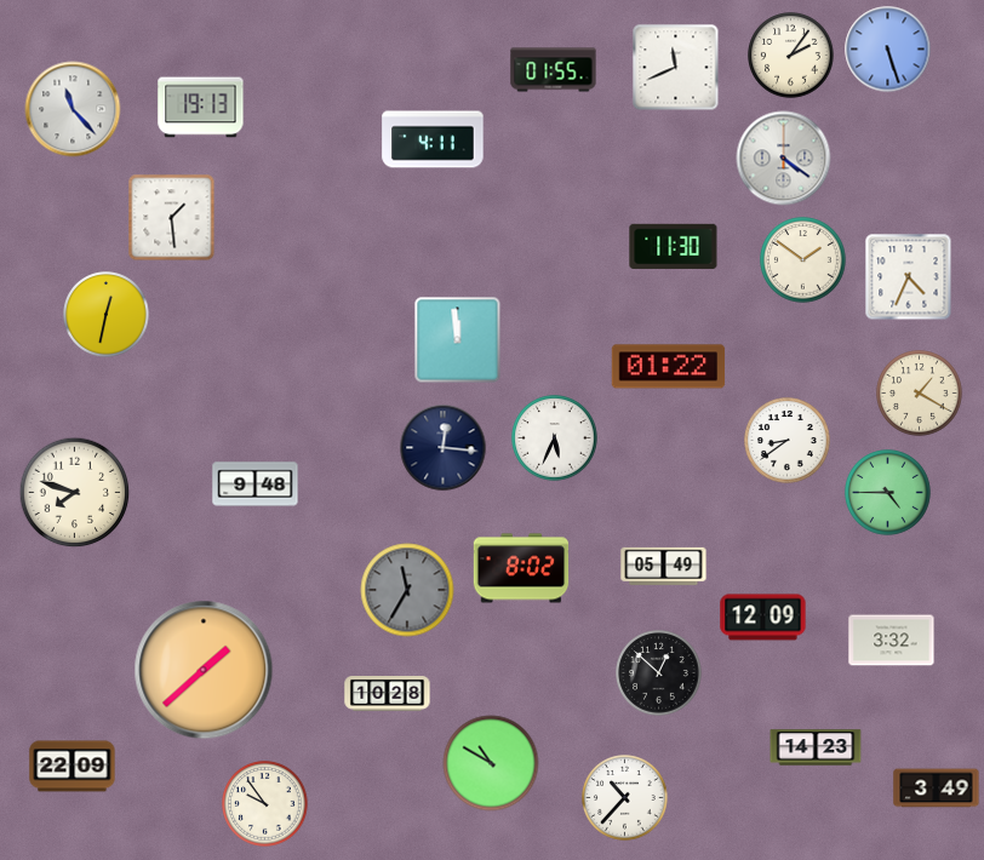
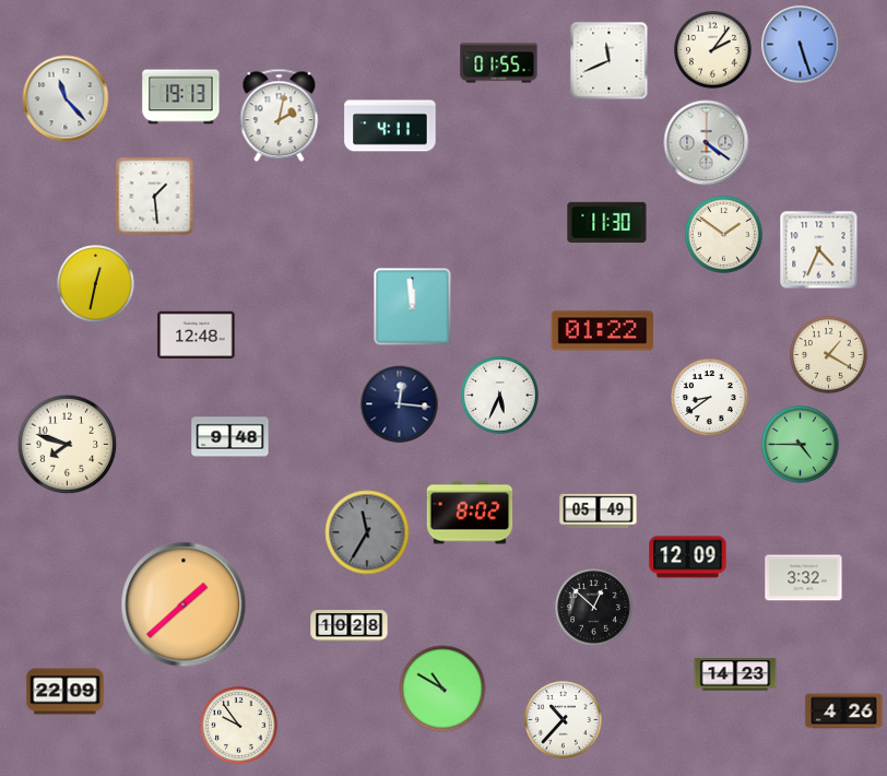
clock at (280, 116): none -> 2:02
clock at (197, 336): none -> 12:48
clock at (937, 789): 3:49 -> 4:26
